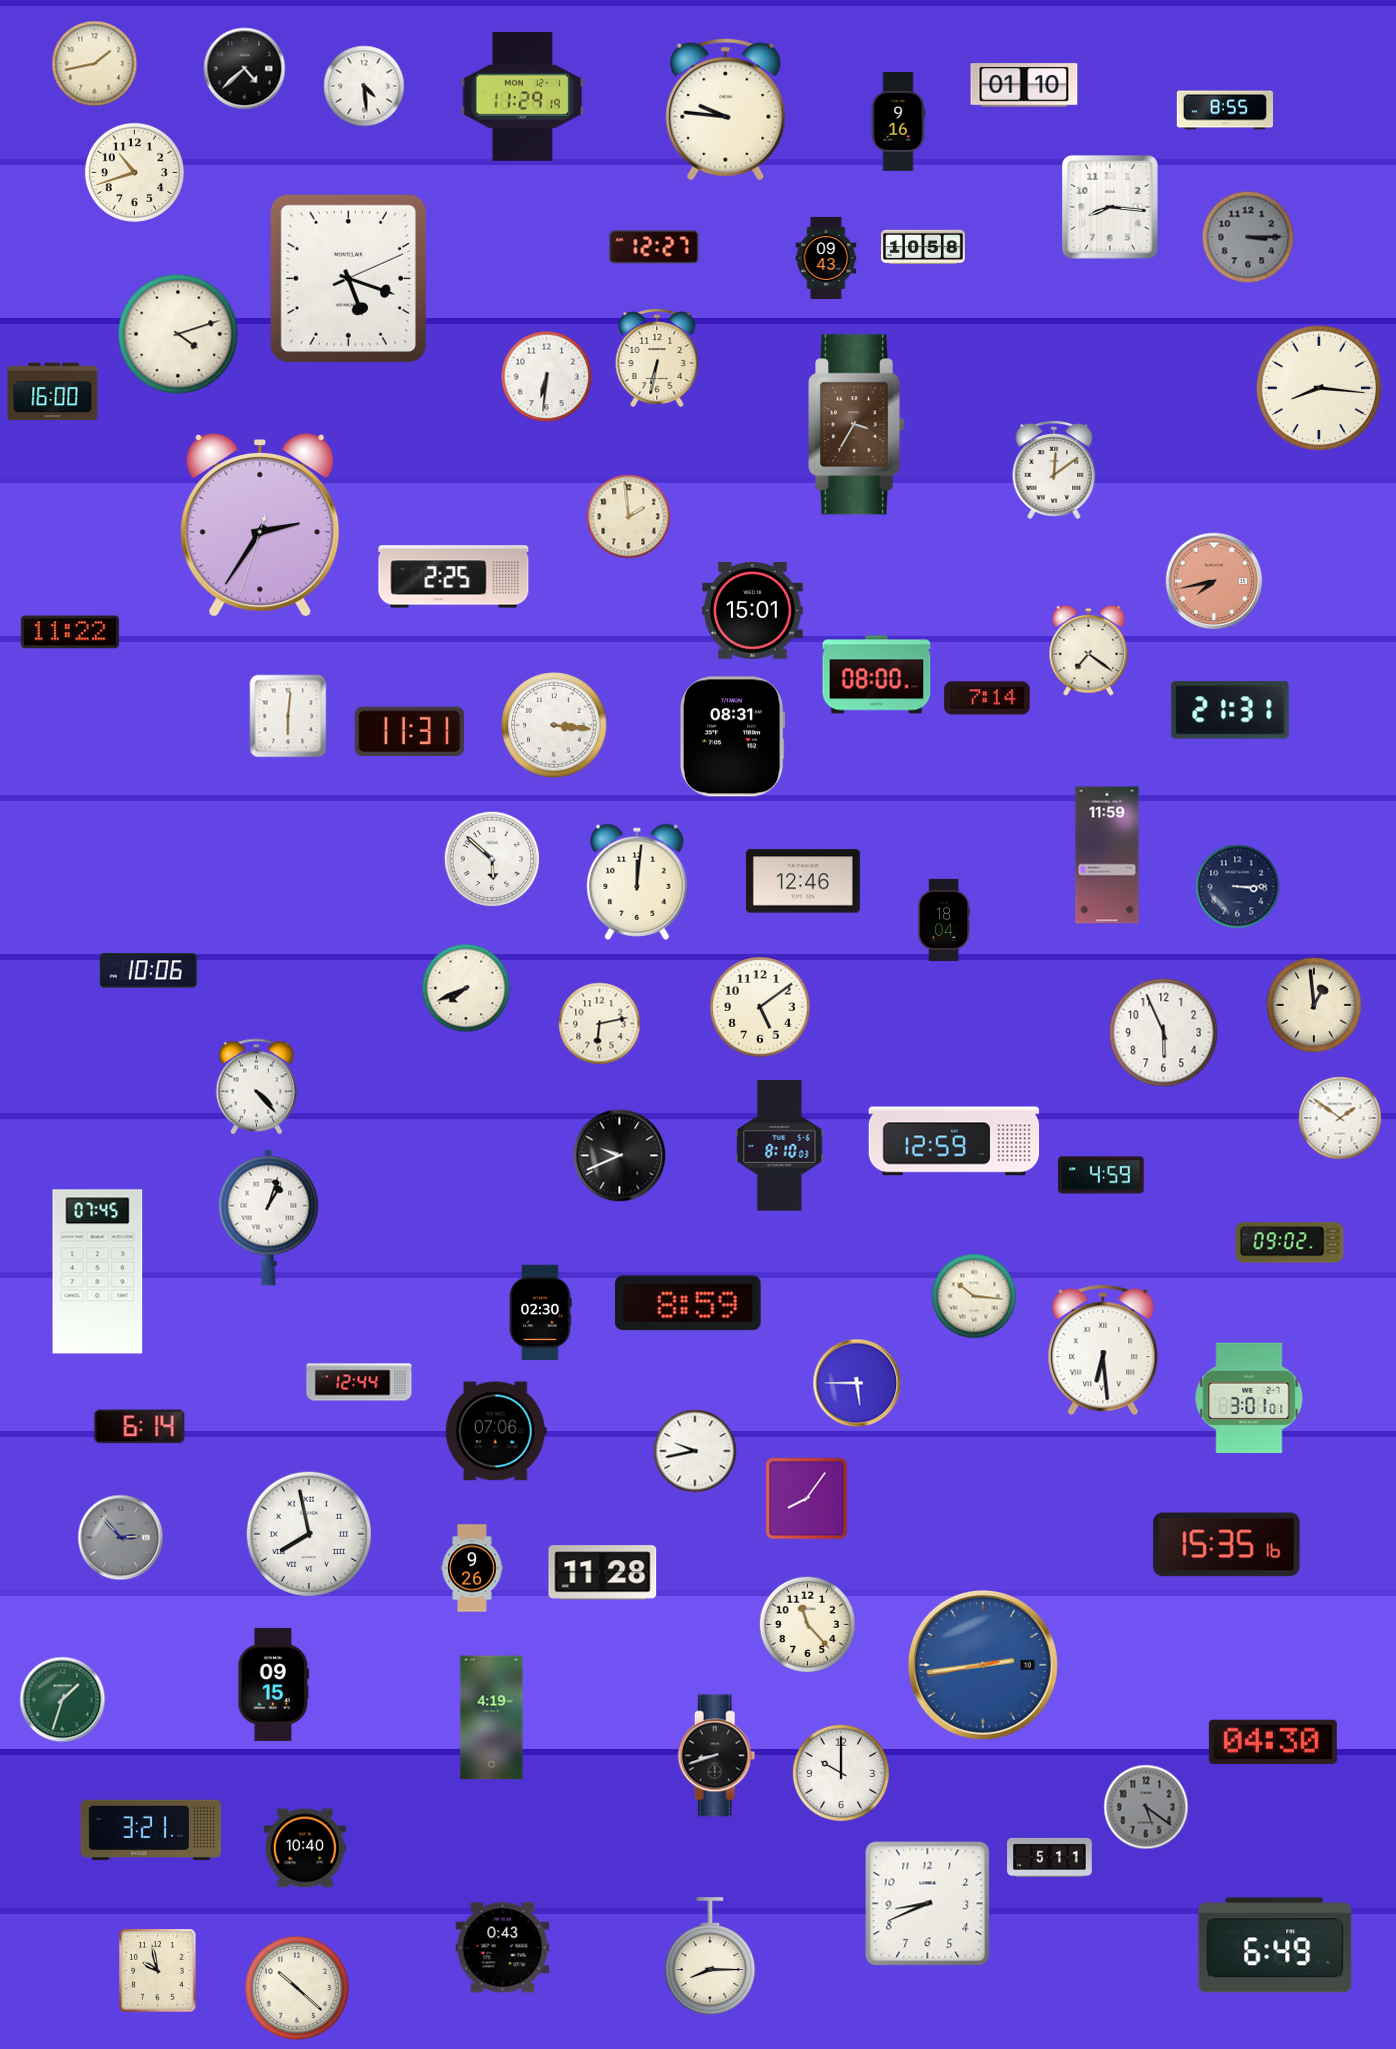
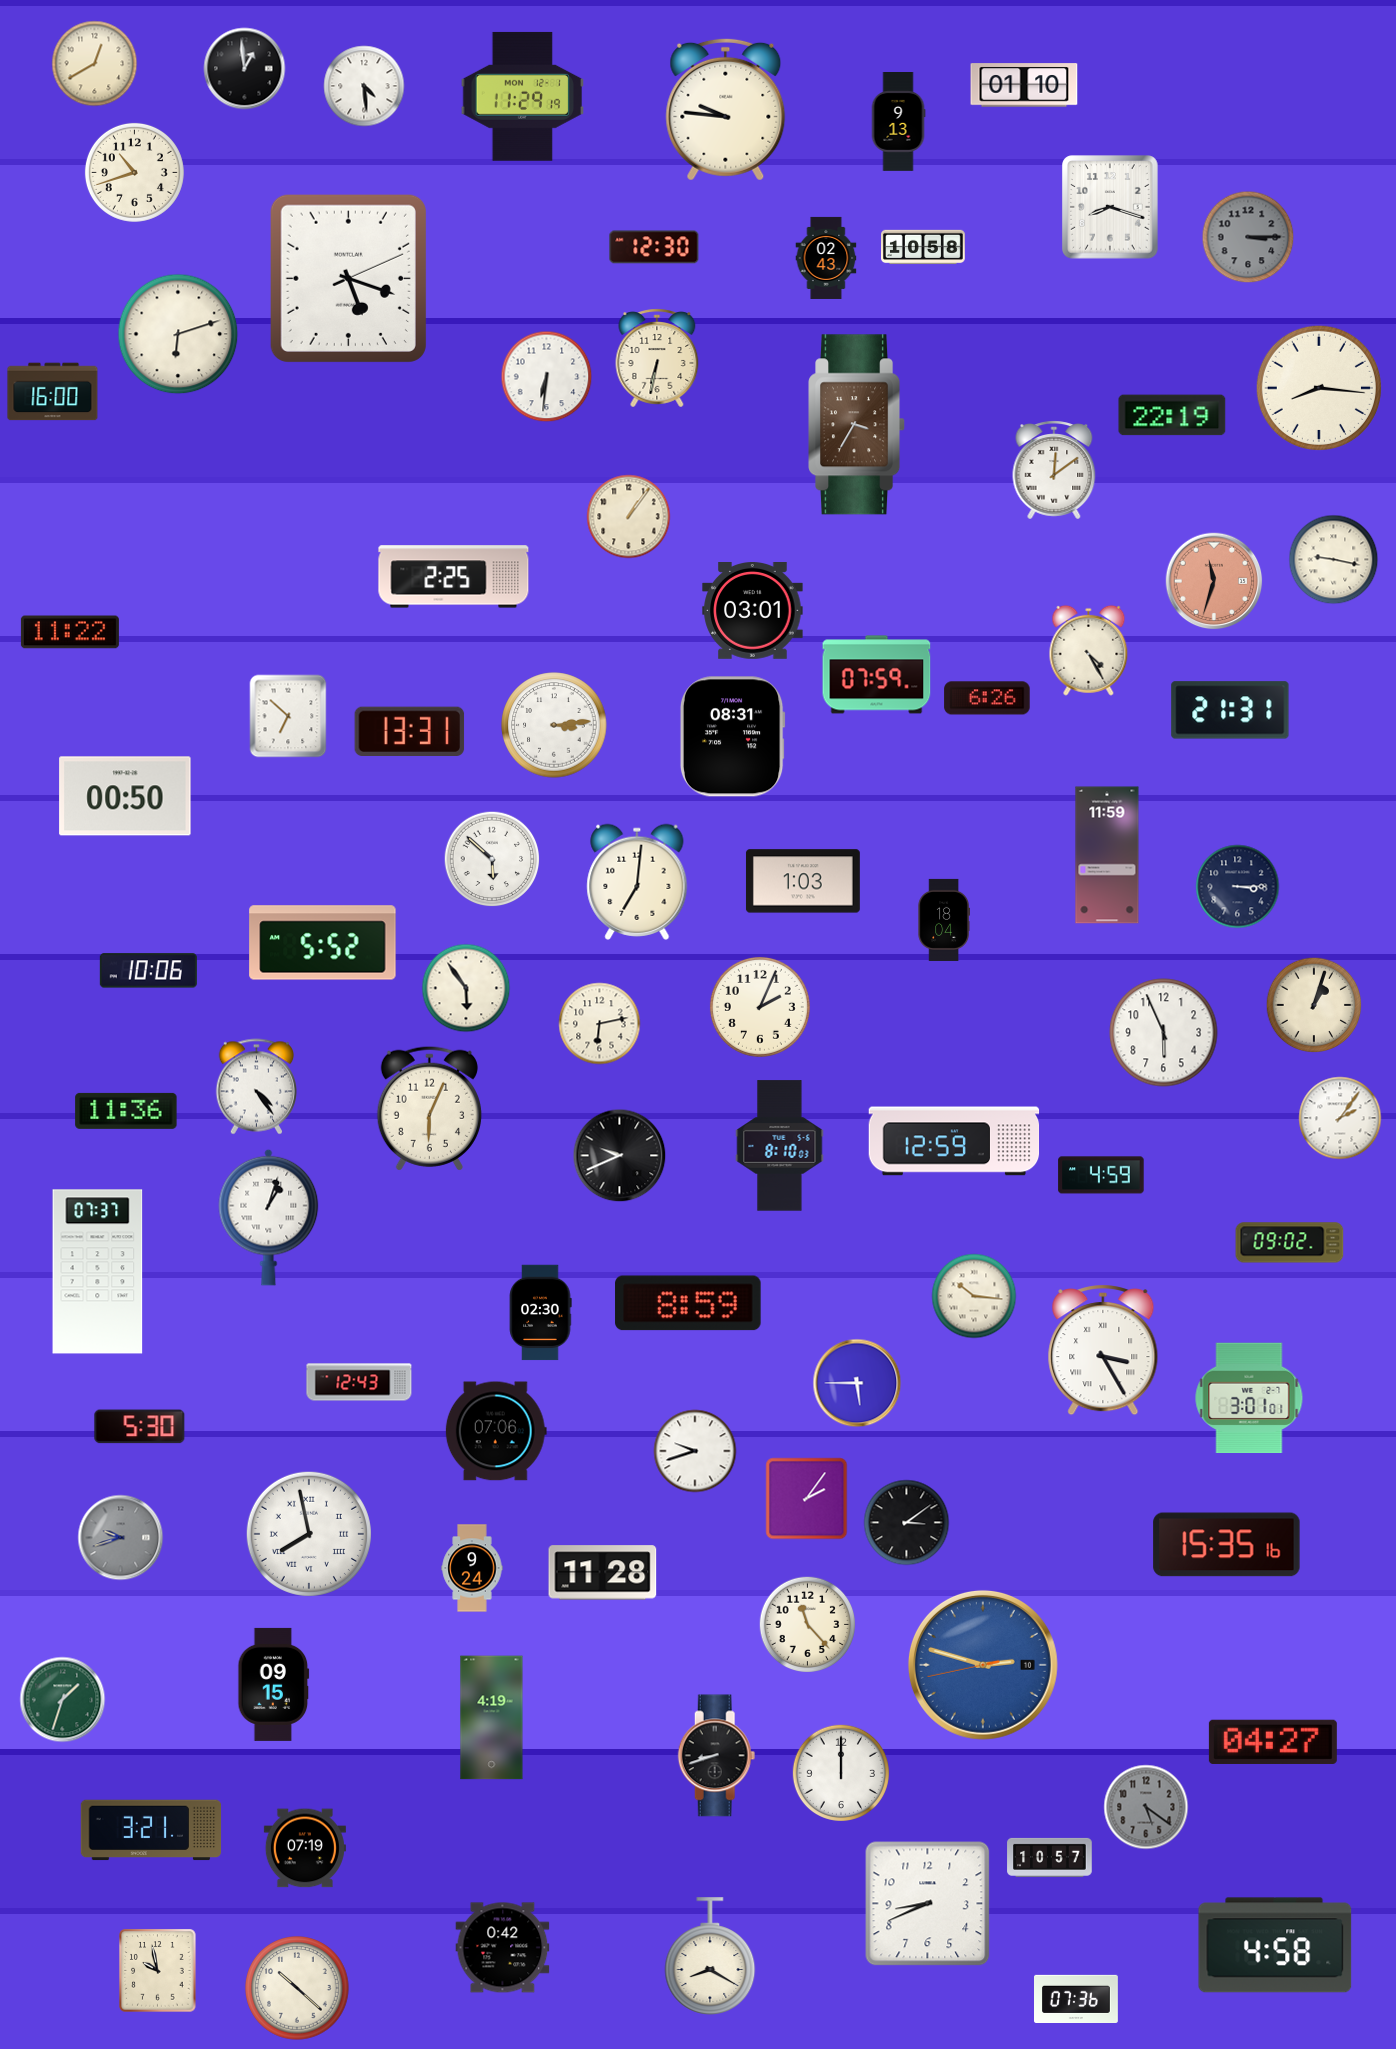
clock at (95, 64): 1:43 -> 12:40
clock at (245, 69): 4:38 -> 12:59
clock at (1224, 110): 8:55 -> none
clock at (898, 122): 9:16 -> 9:13
clock at (1110, 207): 8:16 -> 8:18
clock at (654, 247): 12:27 -> 12:30
clock at (826, 258): 09:43 -> 02:43
clock at (178, 334): 4:12 -> 6:12
clock at (1172, 415): none -> 22:19
clock at (629, 517): 1:59 -> 1:06
clock at (260, 525): 2:35 -> none
clock at (1334, 560): none -> 9:17
clock at (1214, 581): 7:43 -> 11:33
clock at (753, 611): 15:01 -> 03:01
clock at (1089, 650): 7:21 -> 4:25
clock at (877, 675): 08:00 -> 07:59
clock at (987, 698): 7:14 -> 6:26
clock at (288, 716): 6:01 -> 6:52
clock at (554, 725): 3:16 -> 3:14
clock at (410, 732): 11:31 -> 13:31
clock at (125, 796): none -> 00:50
clock at (803, 881): 12:46 -> 1:03
clock at (637, 882): 12:01 -> 7:01
clock at (323, 943): none -> 5:52
clock at (466, 988): 7:41 -> 5:54
clock at (1314, 1005): 12:59 -> 1:03
clock at (760, 1007): 5:09 -> 2:04
clock at (256, 1087): 4:23 -> 4:24
clock at (429, 1108): none -> 6:04
clock at (126, 1111): none -> 11:36
clock at (1340, 1118): 1:51 -> 2:06
clock at (98, 1272): 07:45 -> 07:37
clock at (1103, 1350): 6:29 -> 3:25
clock at (359, 1382): 12:44 -> 12:43
clock at (140, 1427): 6:14 -> 5:30
clock at (695, 1451): 9:43 -> 9:42
clock at (807, 1499): 8:06 -> 2:06
clock at (907, 1523): none -> 3:09
clock at (121, 1538): 2:53 -> 9:42
clock at (472, 1568): 9:26 -> 9:24
clock at (983, 1665): 2:43 -> 2:47
clock at (1273, 1742): 04:30 -> 04:27
clock at (841, 1773): 10:00 -> 12:00
clock at (305, 1848): 10:40 -> 07:19
clock at (1050, 1857): 5:11 -> 10:57
clock at (1275, 1945): 6:49 -> 4:58
clock at (503, 1948): 0:43 -> 0:42
clock at (710, 1956): 8:15 -> 8:20
clock at (1077, 1998): none -> 07:36
